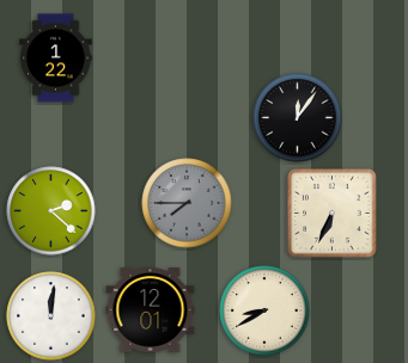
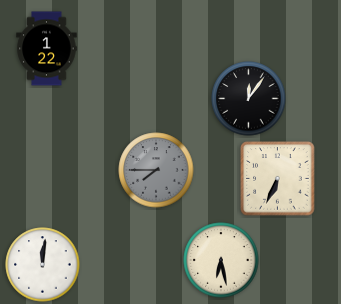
clock at (51, 211): 2:22 -> none
clock at (151, 310): 12:01 -> none
clock at (264, 310): 8:40 -> 6:28
